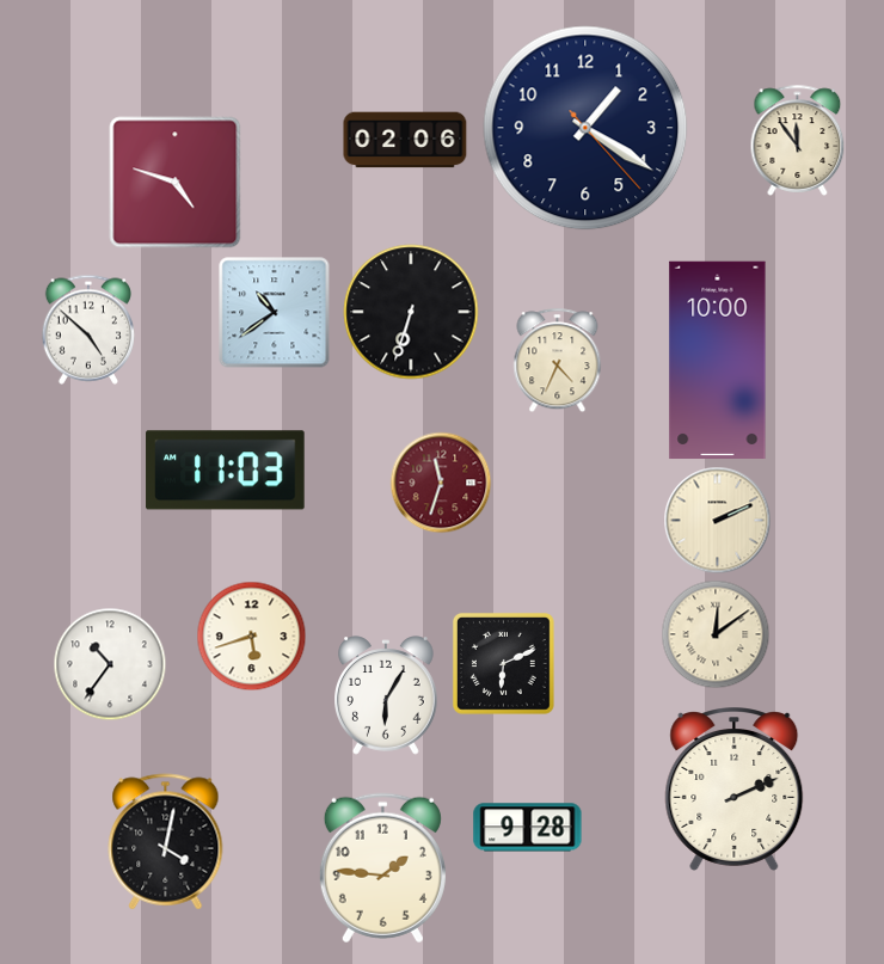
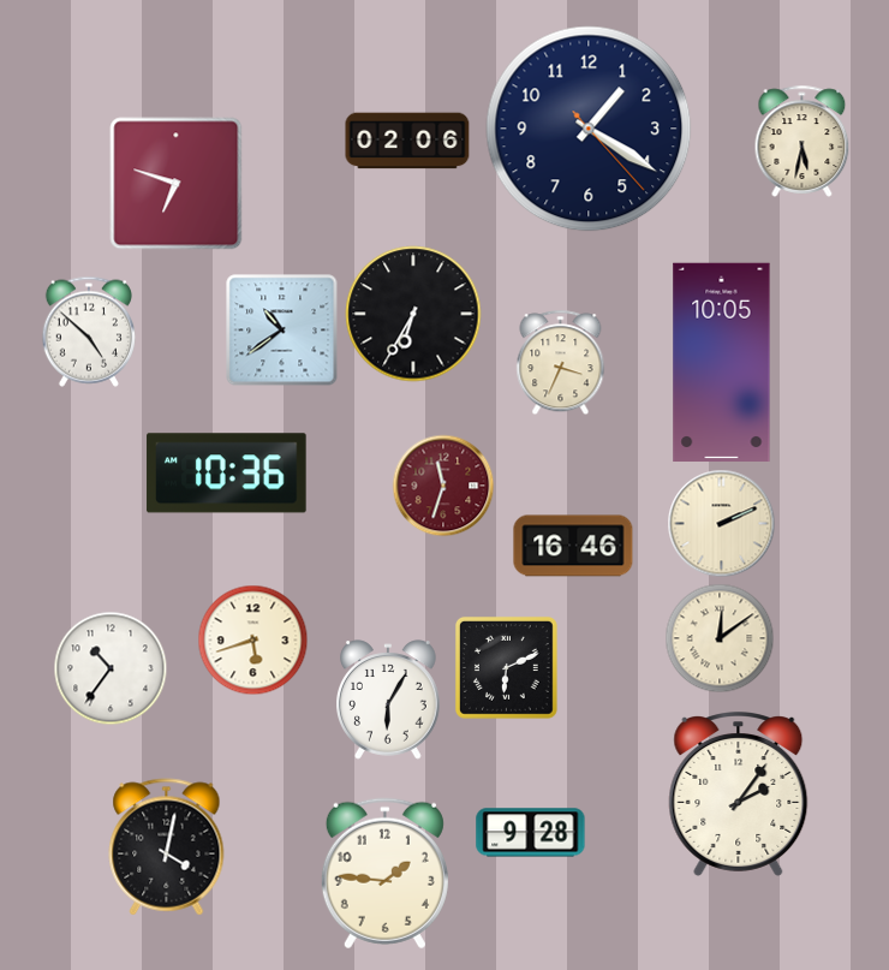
clock at (798, 140): 11:54 -> 5:32
clock at (176, 183): 4:48 -> 6:48
clock at (274, 312) position: (274, 312) -> (281, 329)
clock at (411, 312): 6:33 -> 6:35
clock at (558, 360): 4:34 -> 3:34
clock at (718, 361): 10:00 -> 10:05
clock at (226, 471): 11:03 -> 10:36
clock at (573, 546): none -> 16:46
clock at (735, 790): 2:11 -> 2:06
